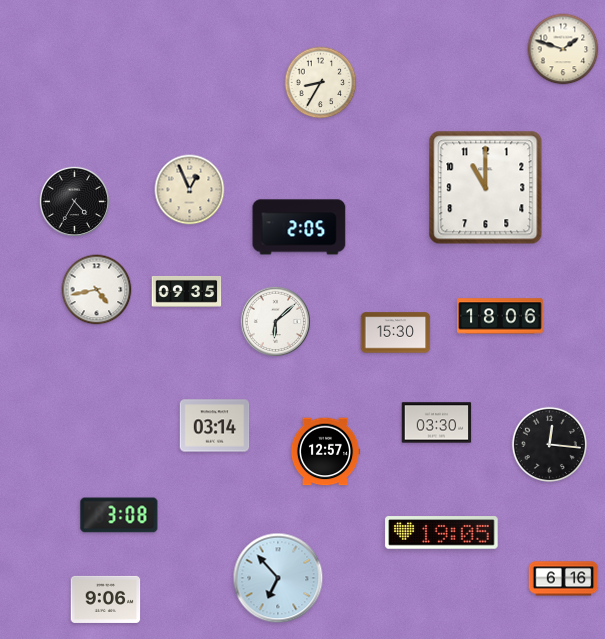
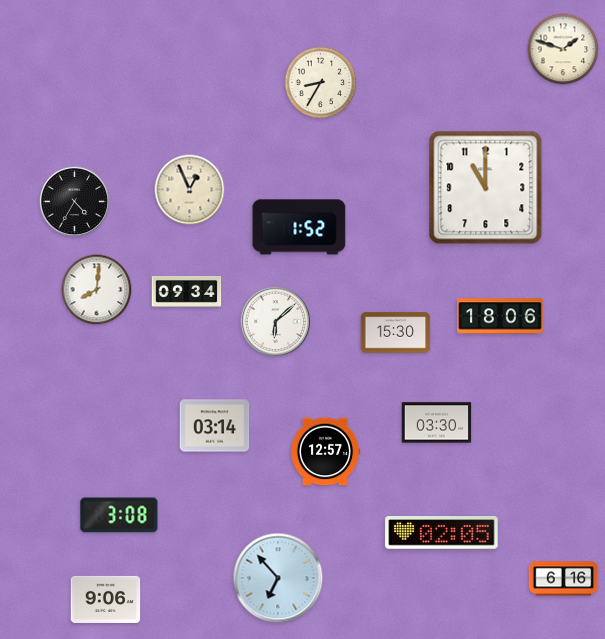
clock at (299, 227): 2:05 -> 1:52
clock at (97, 290): 4:43 -> 8:01
clock at (187, 291): 09:35 -> 09:34
clock at (549, 444): 12:16 -> none
clock at (442, 533): 19:05 -> 02:05
